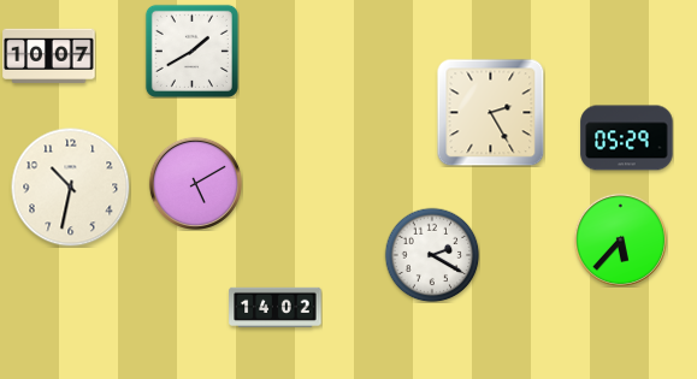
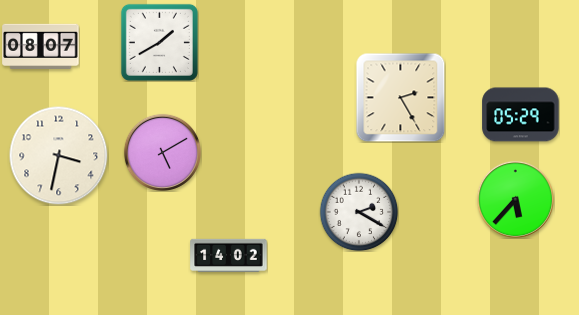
clock at (49, 57): 10:07 -> 08:07
clock at (490, 112) position: (490, 112) -> (400, 97)
clock at (71, 188): 10:32 -> 3:32
